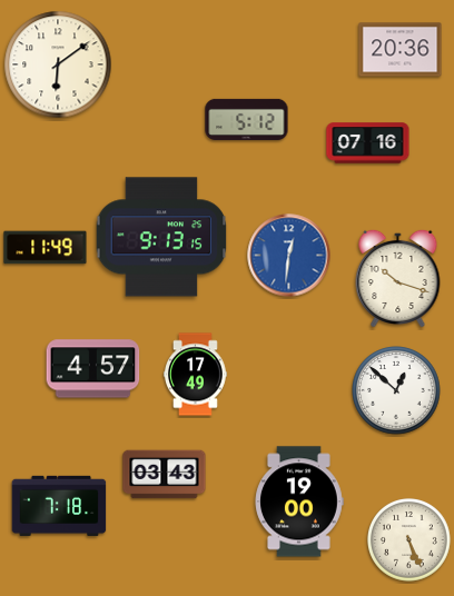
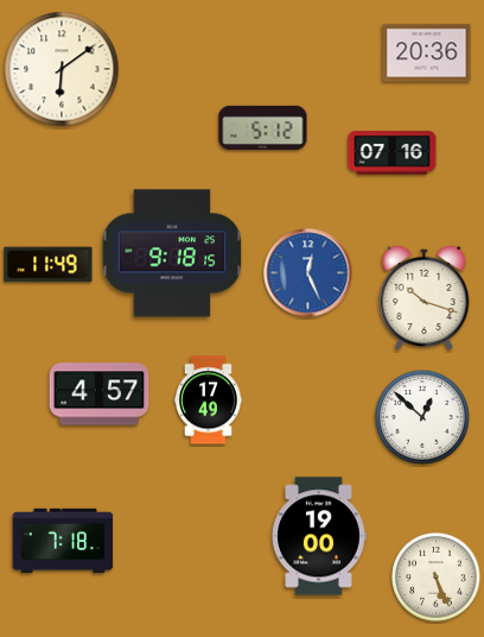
clock at (161, 237): 9:13 -> 9:18
clock at (289, 256): 12:31 -> 12:26
clock at (165, 475): 03:43 -> none
